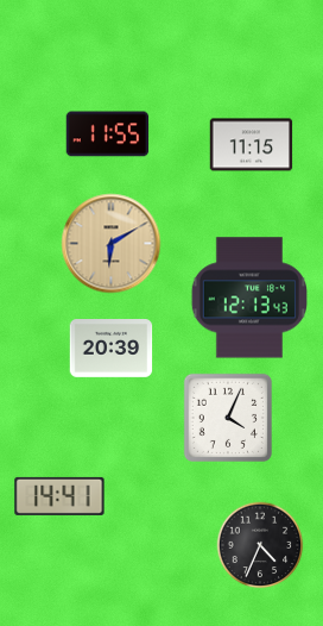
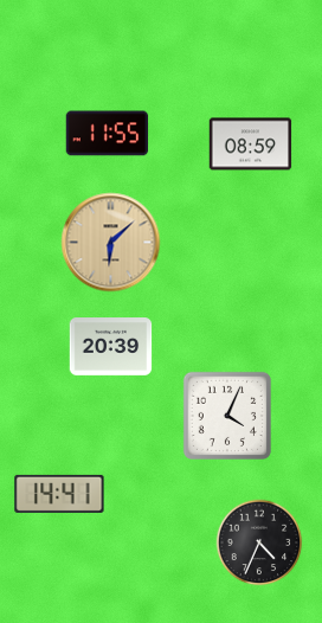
clock at (252, 145): 11:15 -> 08:59
clock at (112, 244): 6:10 -> 6:08
clock at (248, 298): 12:13 -> none
